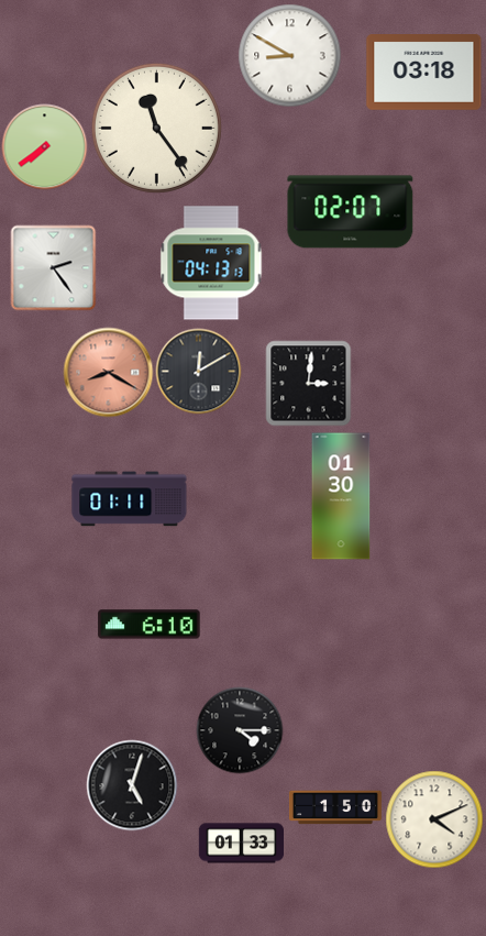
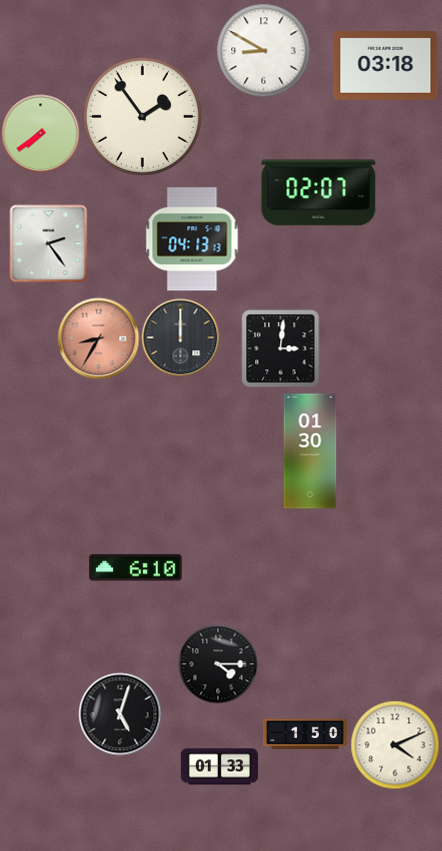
clock at (156, 128): 11:24 -> 1:54
clock at (198, 371): 12:10 -> 12:00
clock at (108, 372): 8:20 -> 8:35
clock at (130, 499): 01:11 -> none
